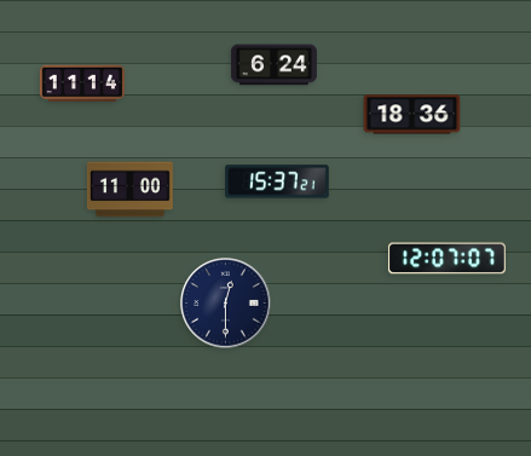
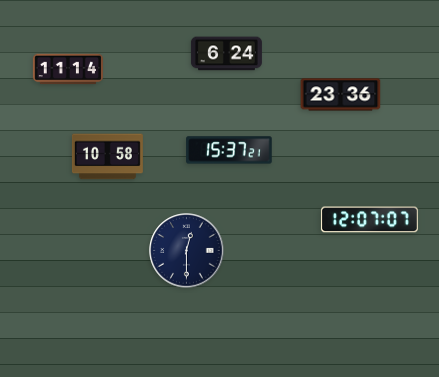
clock at (412, 115): 18:36 -> 23:36
clock at (129, 190): 11:00 -> 10:58
clock at (446, 259) position: (446, 259) -> (369, 220)
